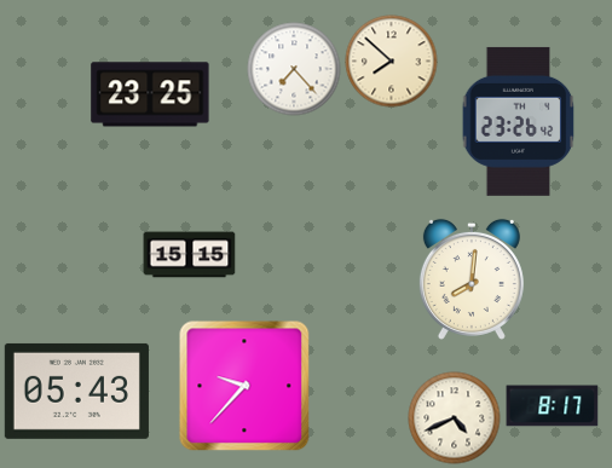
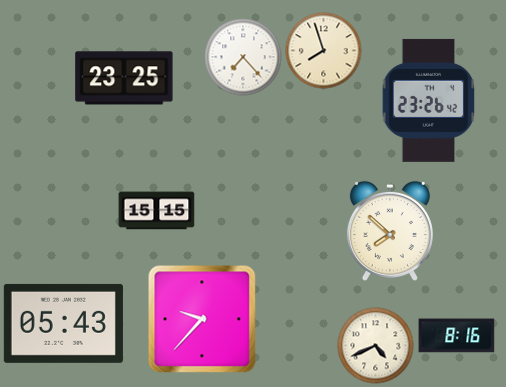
clock at (392, 62): 7:52 -> 7:57
clock at (472, 279): 8:01 -> 7:52
clock at (553, 406): 8:17 -> 8:16
